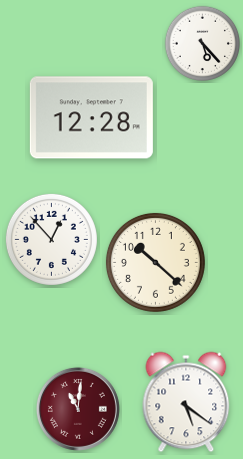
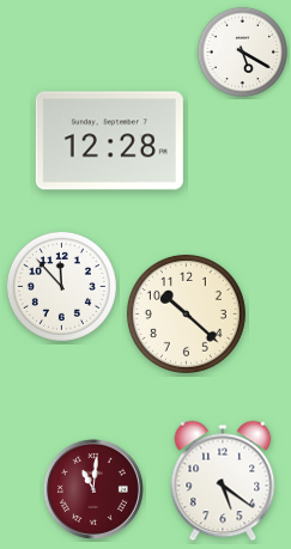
clock at (203, 44): 5:23 -> 5:20
clock at (51, 239): 12:53 -> 11:53
